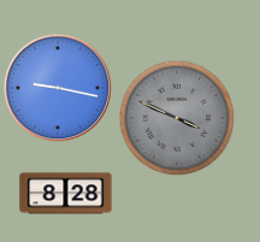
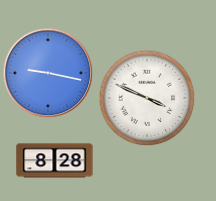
clock at (177, 118) dial: grey -> white
